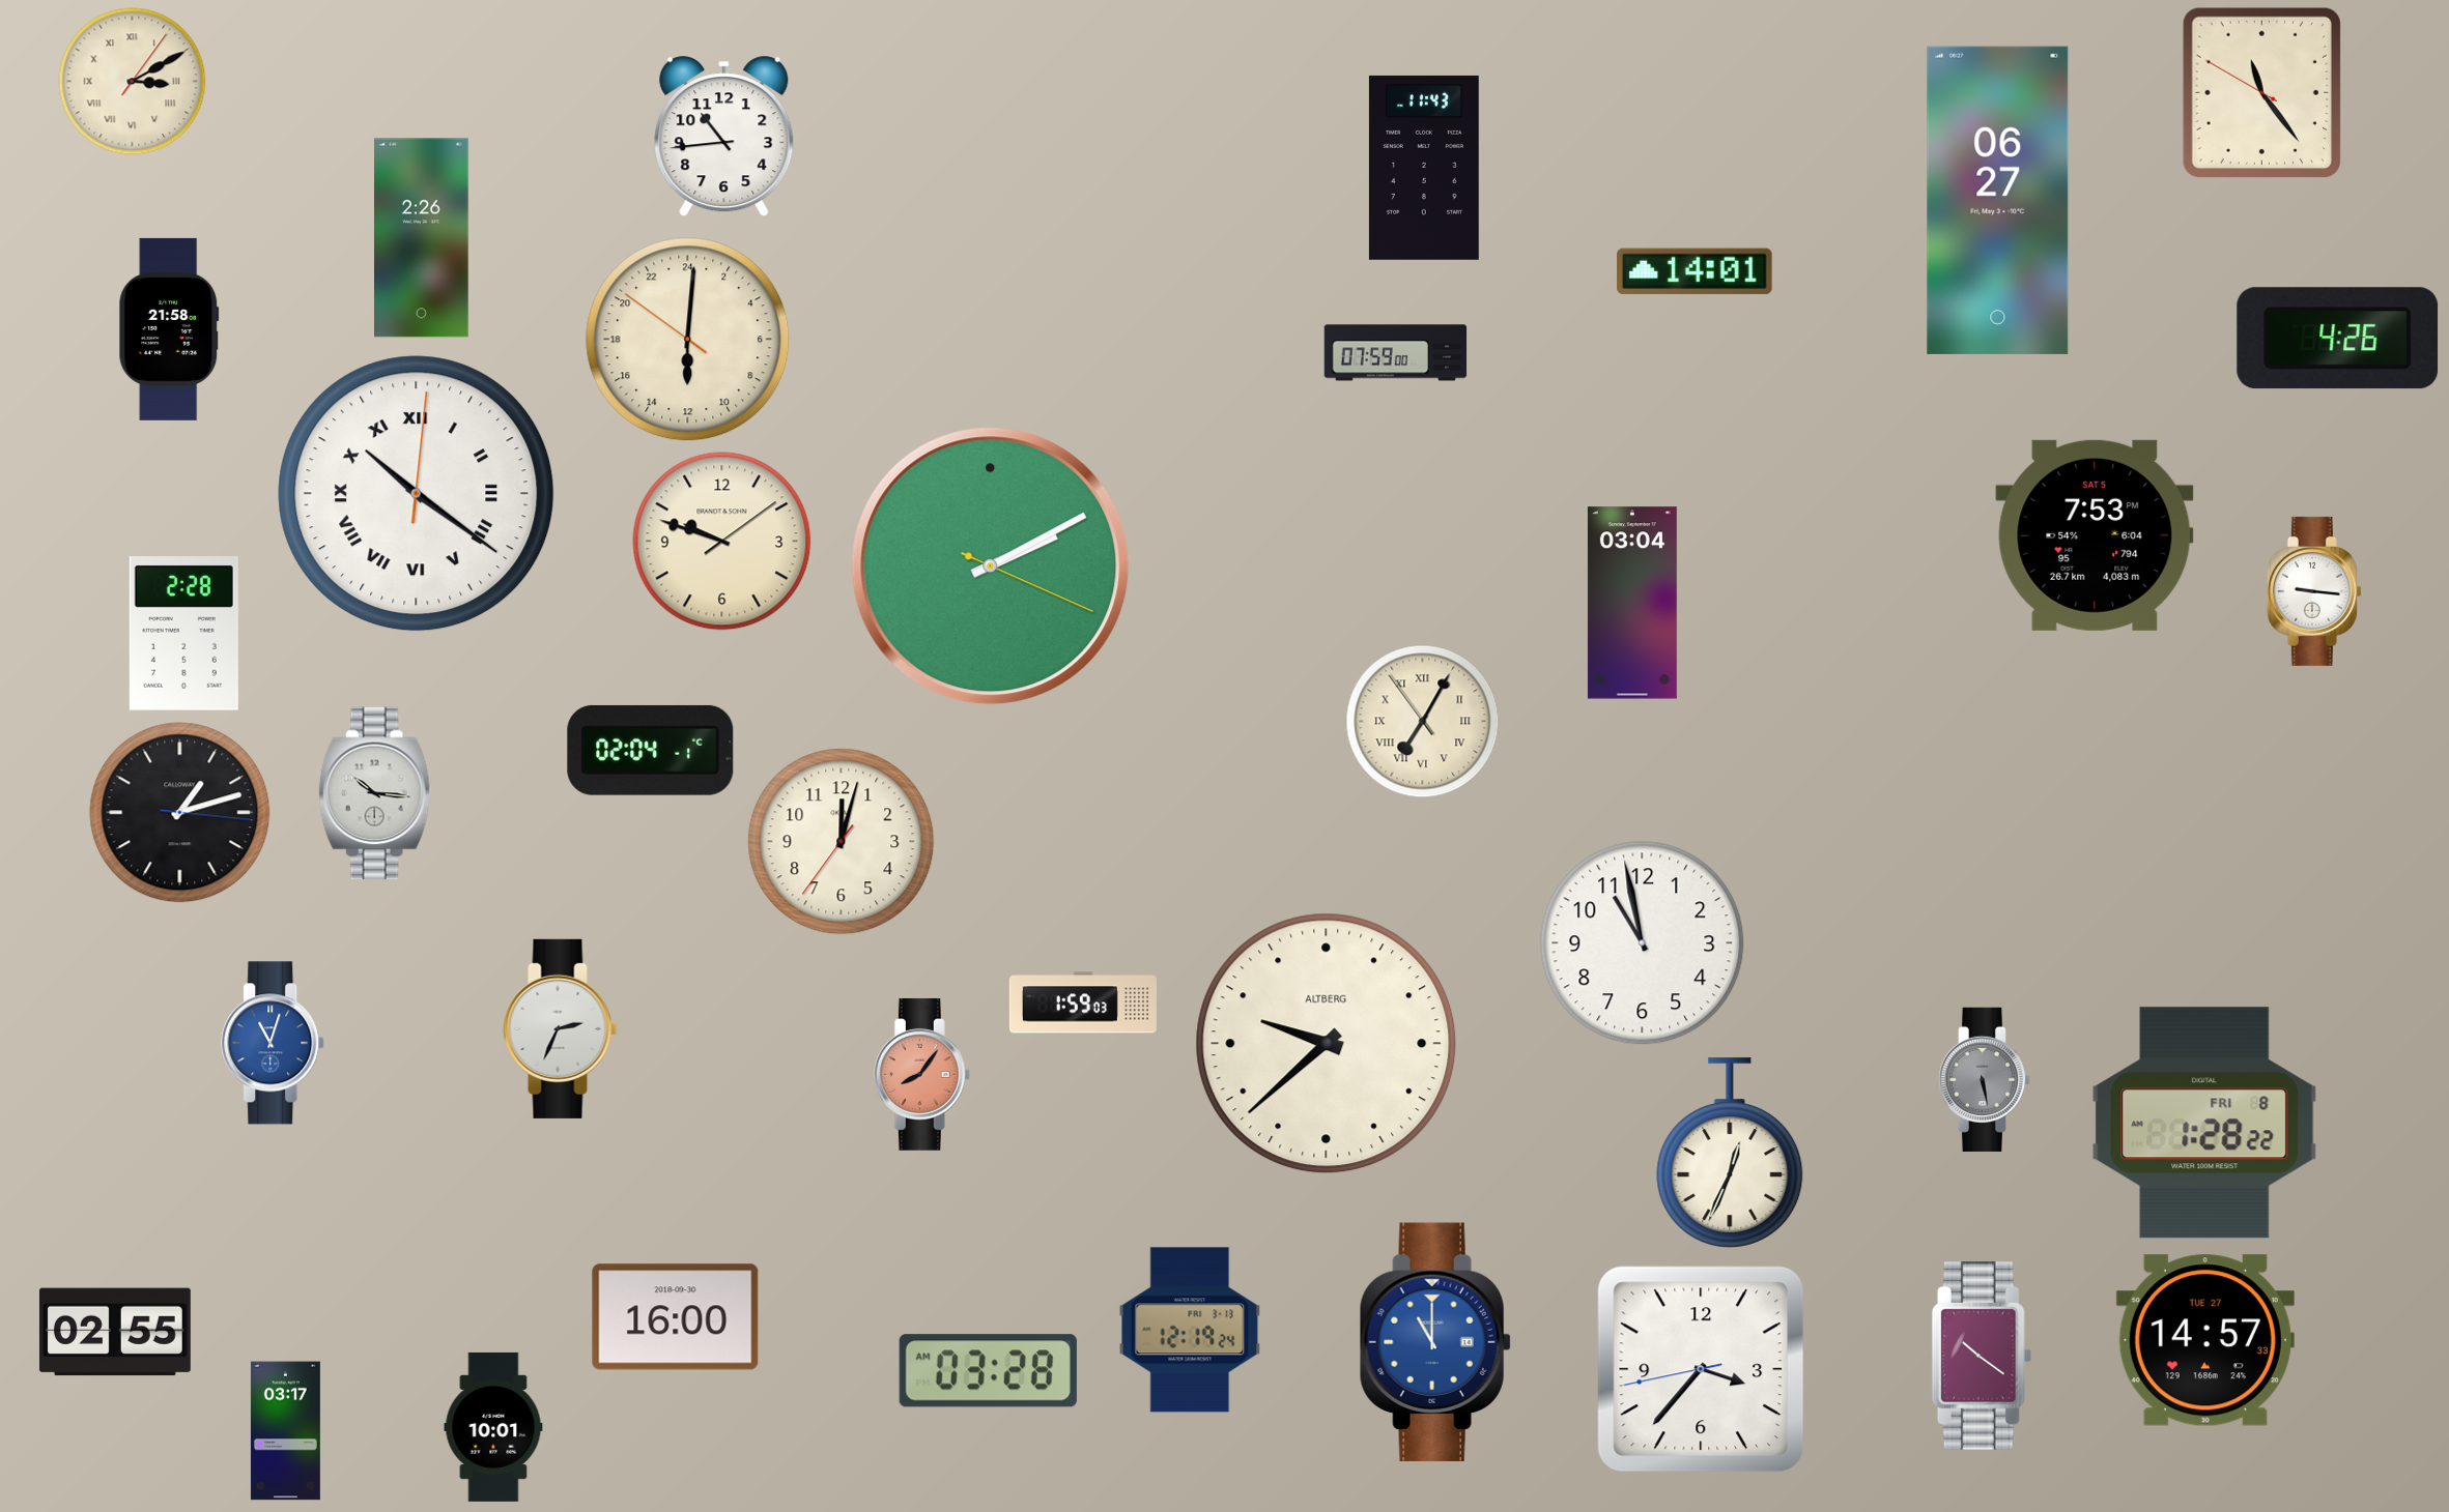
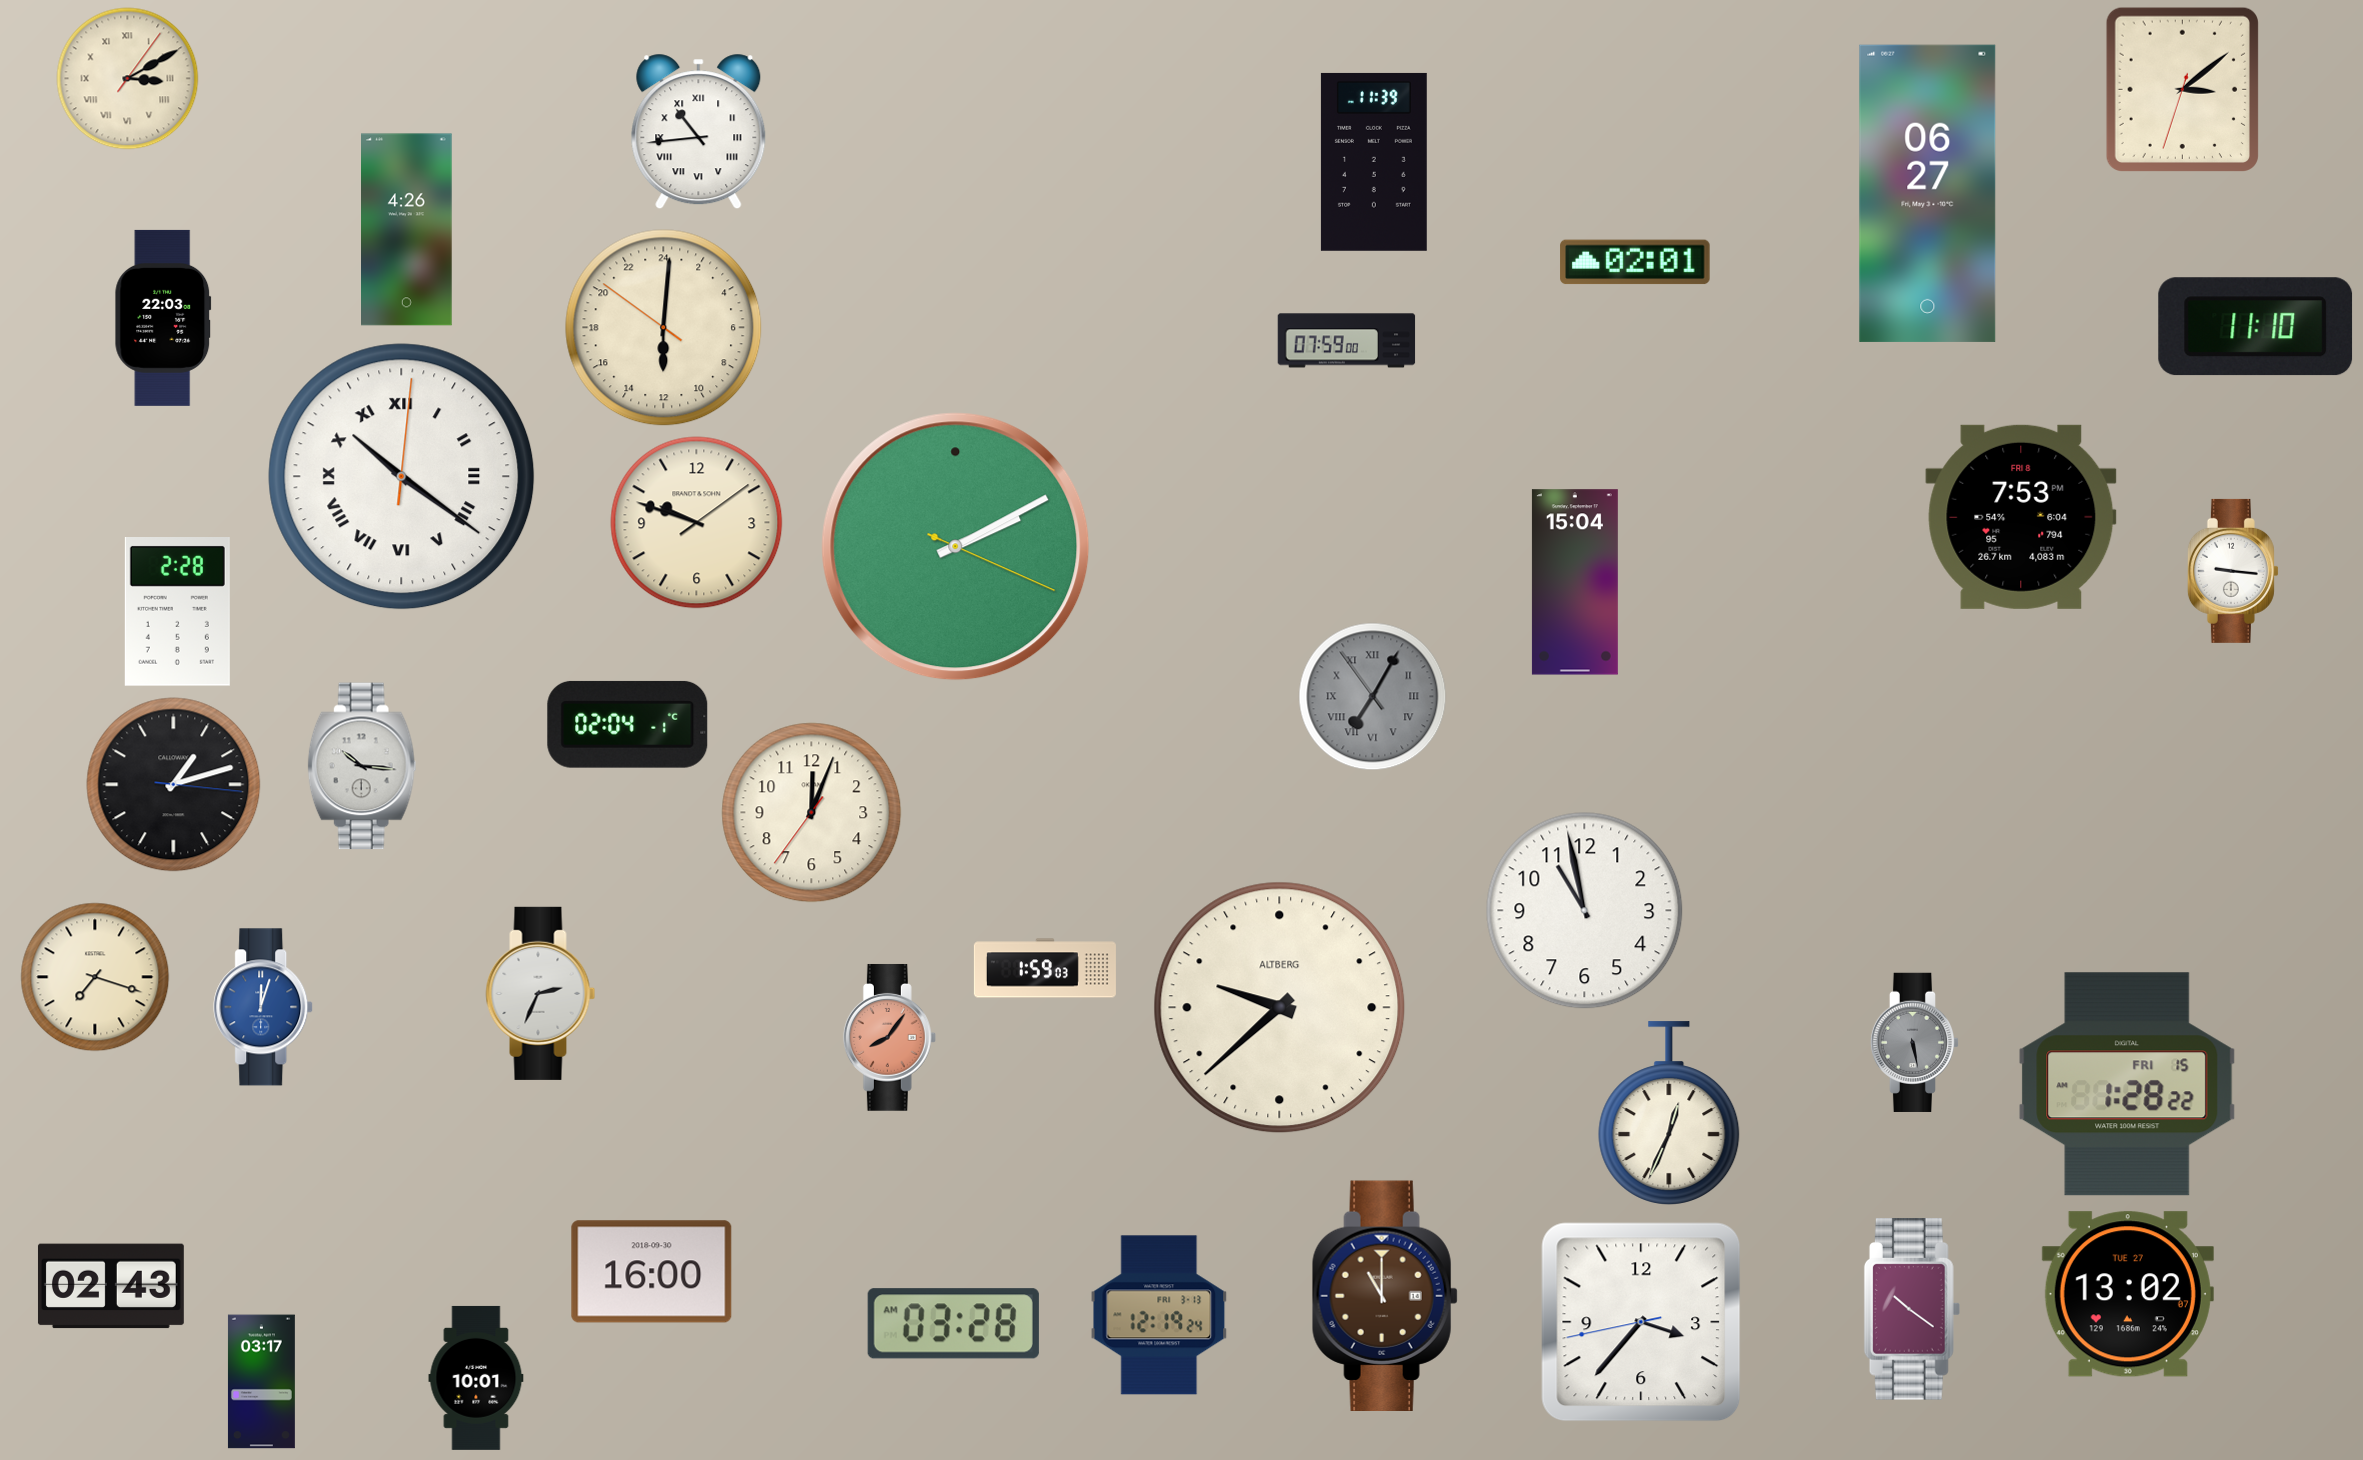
clock at (2261, 92): 11:23 -> 3:08
clock at (724, 137) numerals: Arabic -> Roman
clock at (1424, 168): 11:43 -> 11:39
clock at (422, 238): 2:26 -> 4:26
clock at (1695, 271): 14:01 -> 02:01
clock at (169, 329): 21:58 -> 22:03
clock at (2338, 339): 4:26 -> 11:10
clock at (2095, 535) date: SAT 5 -> FRI 8
clock at (1632, 603): 03:04 -> 15:04
clock at (1423, 722) dial: cream -> grey
clock at (842, 842): 12:02 -> 12:03
clock at (95, 977): none -> 7:18
clock at (274, 1043): 11:03 -> 12:03
clock at (2204, 1123) date: FRI 8 -> FRI 15
clock at (1190, 1330) position: (1190, 1330) -> (1159, 1315)
clock at (115, 1332): 02:55 -> 02:43
clock at (2205, 1340): 14:57 -> 13:02
clock at (1435, 1341) dial: blue -> brown
clock at (285, 1431) position: (285, 1431) -> (261, 1382)
